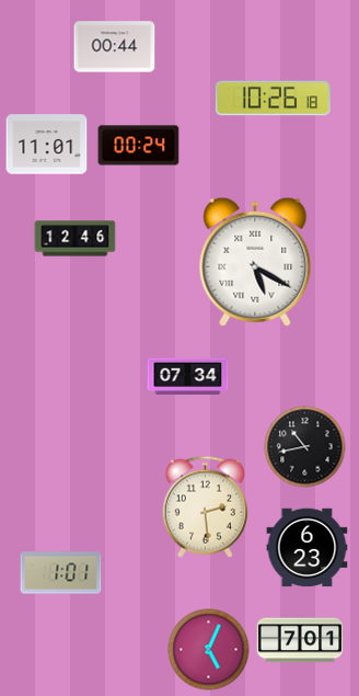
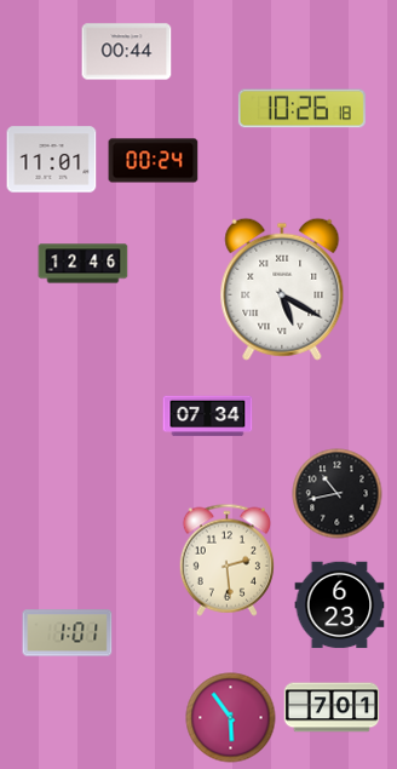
clock at (209, 650): 5:04 -> 5:54
